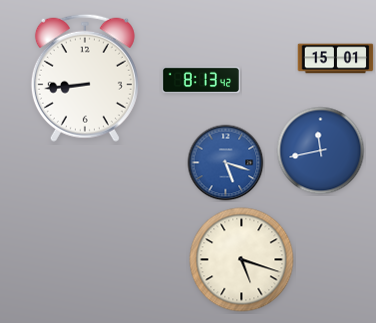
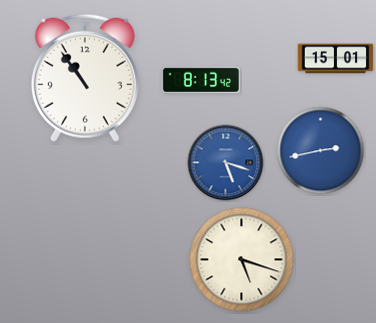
clock at (85, 78): 8:44 -> 10:54
clock at (321, 151): 11:43 -> 2:43
